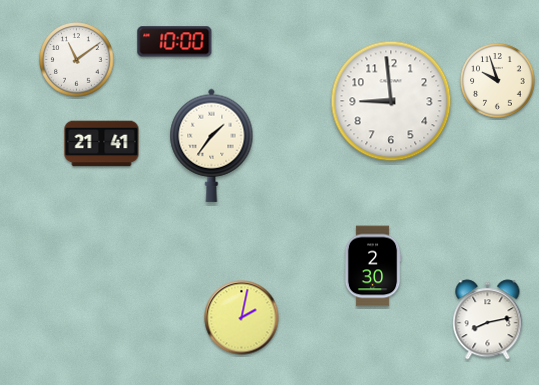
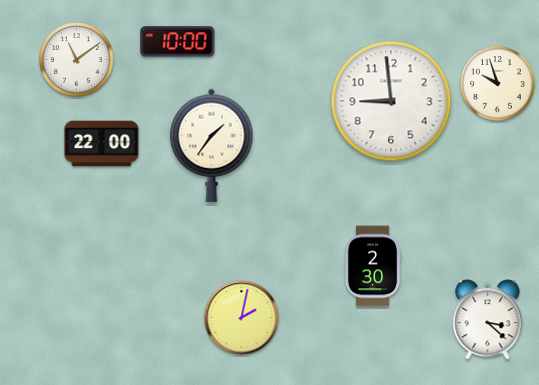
clock at (175, 42) position: (175, 42) -> (178, 42)
clock at (498, 81) position: (498, 81) -> (498, 84)
clock at (102, 144): 21:41 -> 22:00
clock at (488, 320): 8:13 -> 3:22
